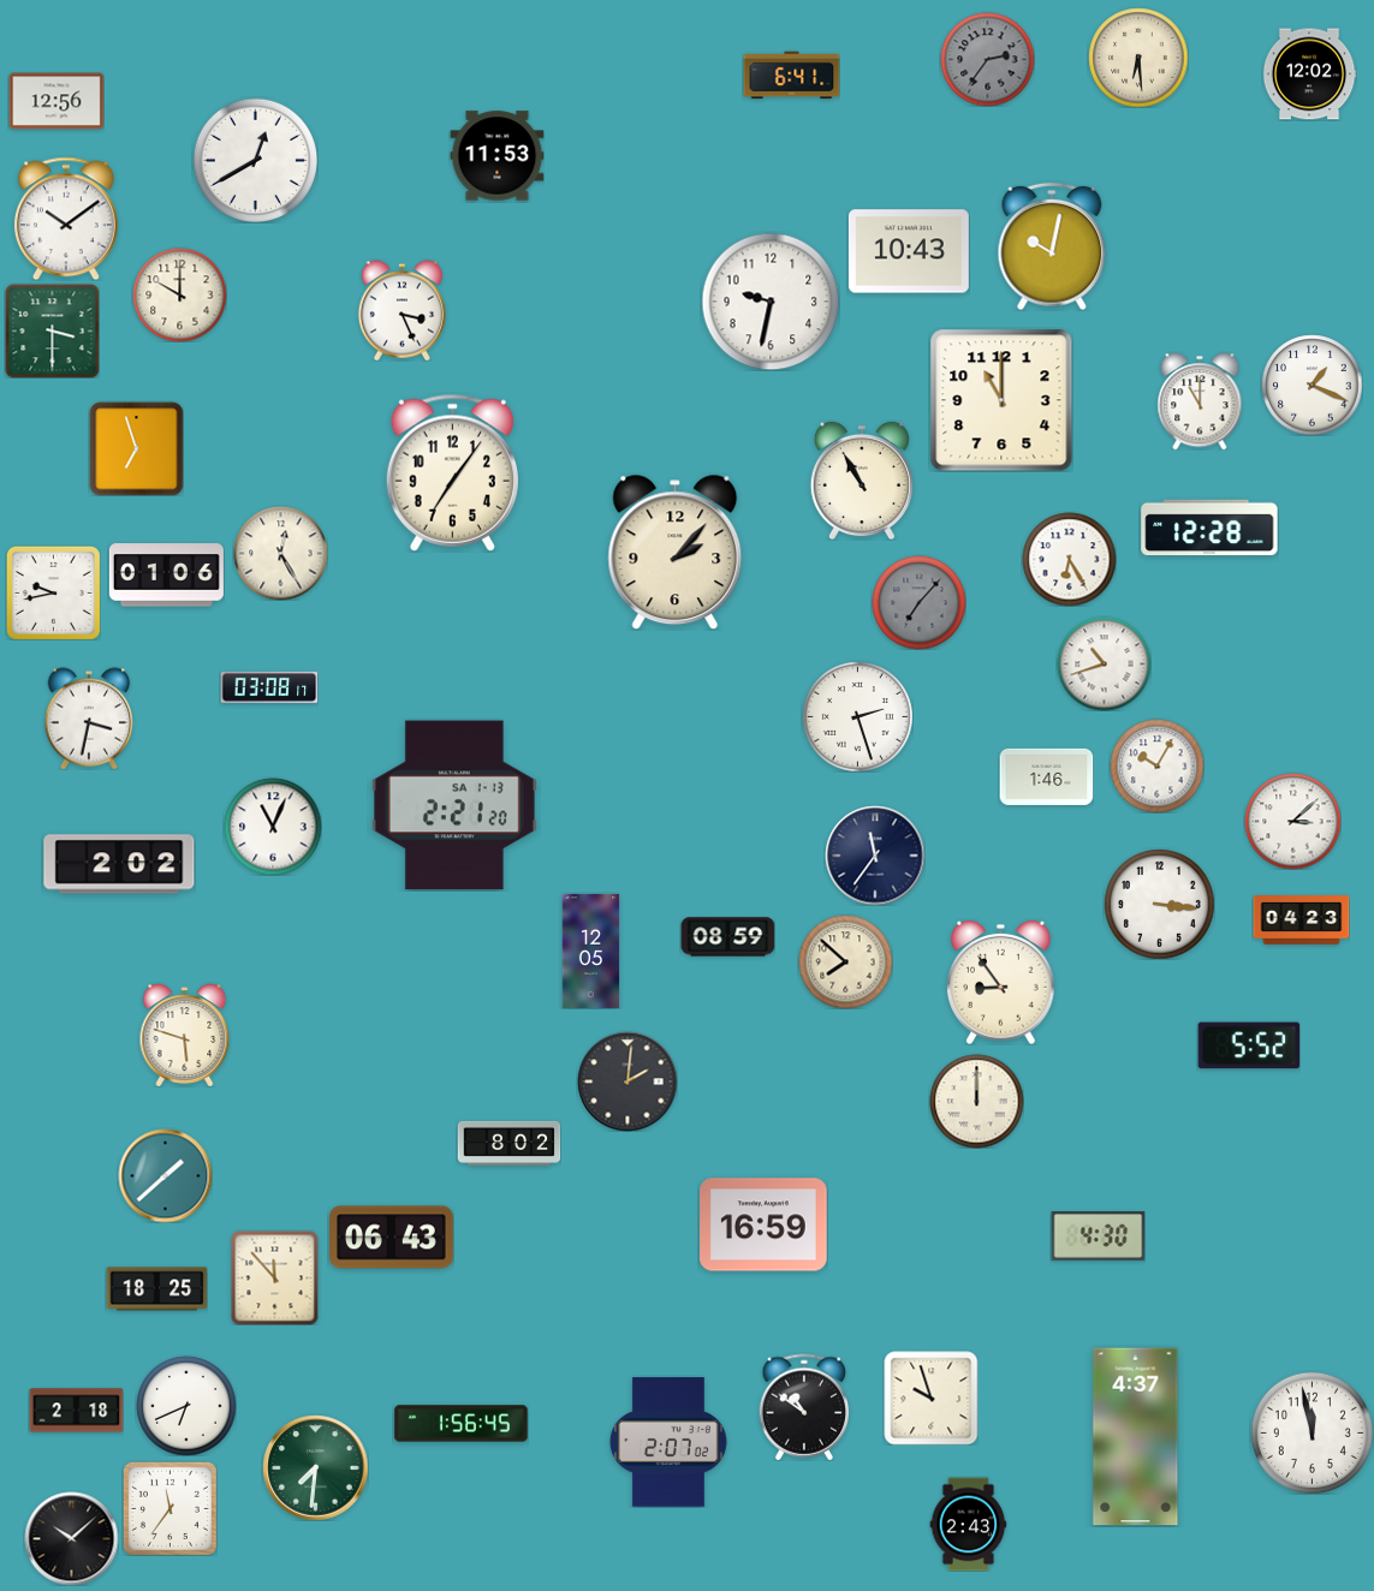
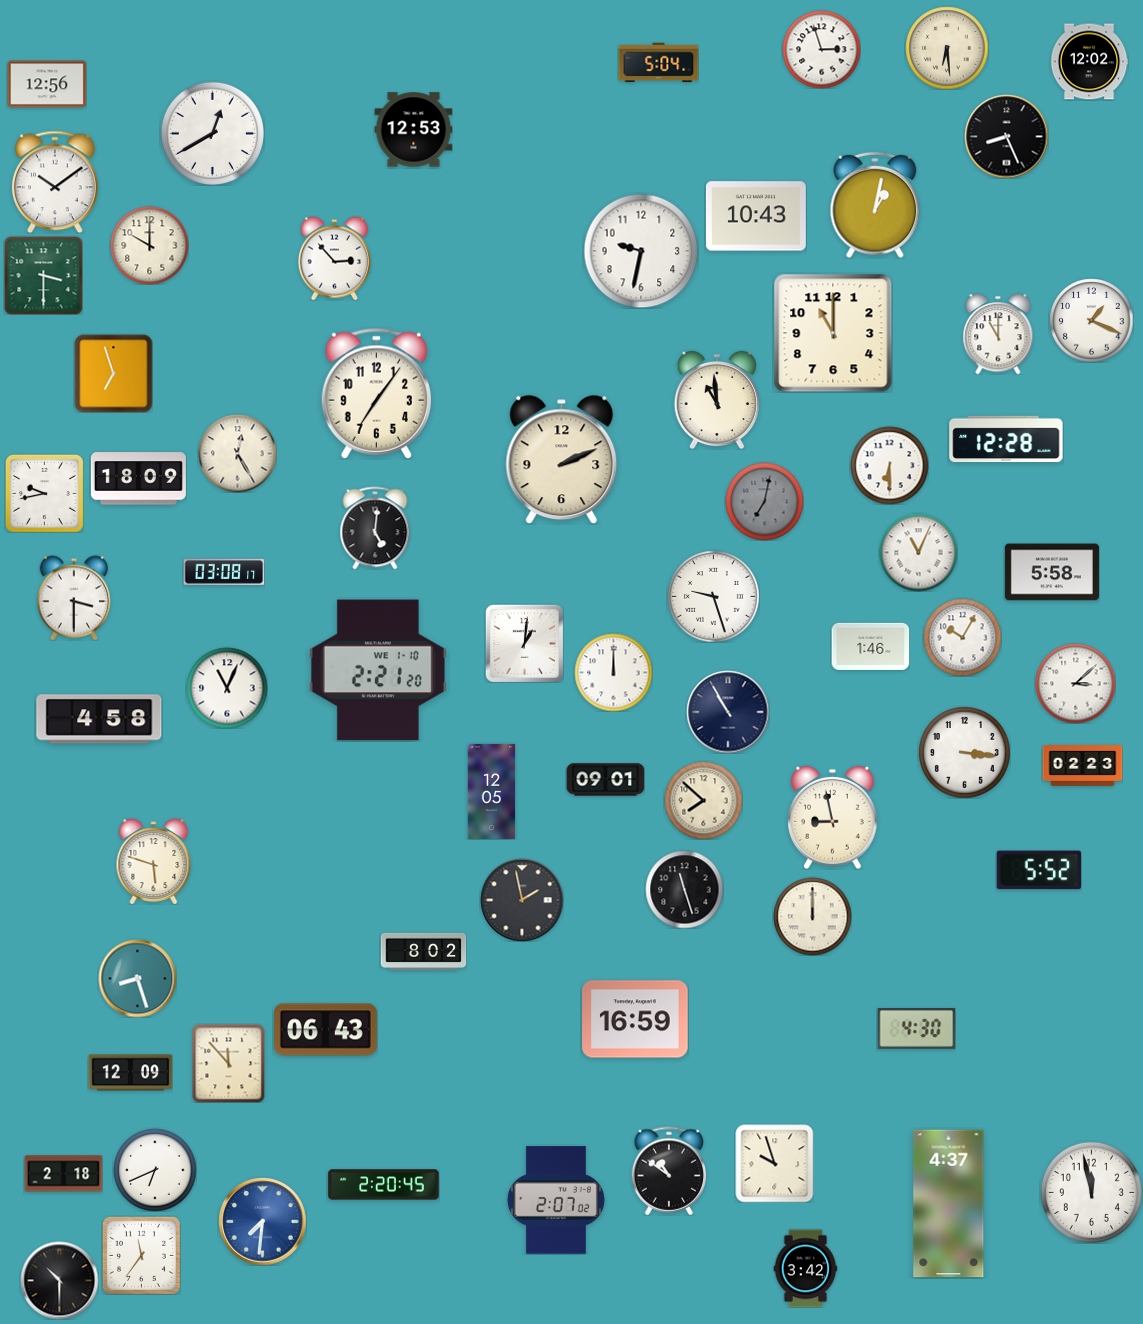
clock at (987, 59): 2:36 -> 2:57
clock at (987, 59) dial: grey -> white
clock at (791, 76): 6:41 -> 5:04
clock at (496, 156): 11:53 -> 12:53
clock at (1006, 136): none -> 8:26
clock at (1052, 246): 10:02 -> 1:02
clock at (909, 251) position: (909, 251) -> (756, 216)
clock at (402, 310): 3:26 -> 2:53
clock at (862, 481): 10:55 -> 10:59
clock at (676, 552): 2:07 -> 2:11
clock at (280, 553) position: (280, 553) -> (237, 453)
clock at (1069, 559): 6:25 -> 6:30
clock at (166, 576): 01:06 -> 18:09
clock at (918, 602): 7:07 -> 7:02
clock at (375, 528): none -> 5:01
clock at (1104, 663): 10:42 -> 11:04
clock at (1052, 572): none -> 5:58
clock at (858, 717): 2:27 -> 9:27
clock at (89, 719): 3:32 -> 3:30
clock at (524, 643): none -> 1:01
clock at (454, 805) date: SA 1-13 -> WE 1-10
clock at (613, 672): none -> 12:00
clock at (875, 856): 11:36 -> 10:55
clock at (119, 864): 2:02 -> 4:58
clock at (1301, 920): 04:23 -> 02:23
clock at (727, 937): 08:59 -> 09:01
clock at (1001, 982): 8:54 -> 8:58
clock at (684, 889): none -> 11:27
clock at (627, 1081): 2:01 -> 1:58
clock at (165, 1175): 1:38 -> 8:27
clock at (1098, 1237) position: (1098, 1237) -> (916, 1029)
clock at (156, 1289): 18:25 -> 12:09
clock at (462, 1424): 1:56 -> 2:20
clock at (1136, 1437) position: (1136, 1437) -> (949, 1204)
clock at (315, 1467) dial: green -> blue
clock at (969, 1524): 2:43 -> 3:42
clock at (71, 1538): 10:08 -> 10:30
